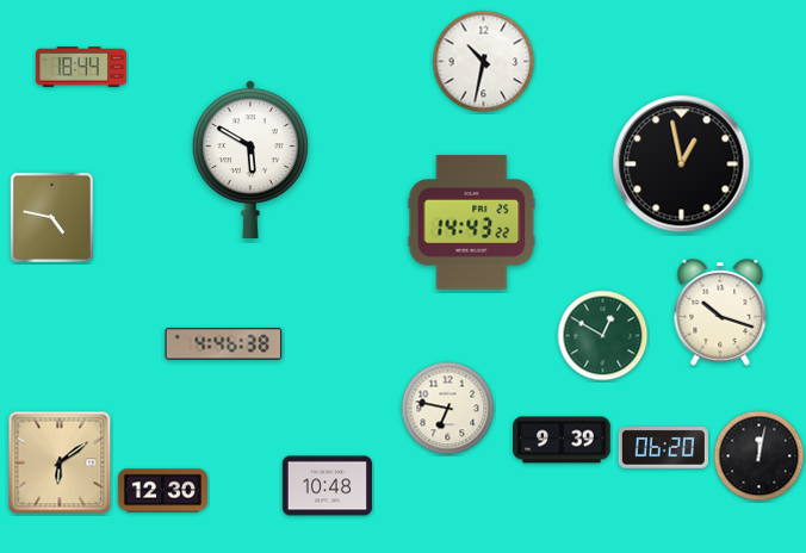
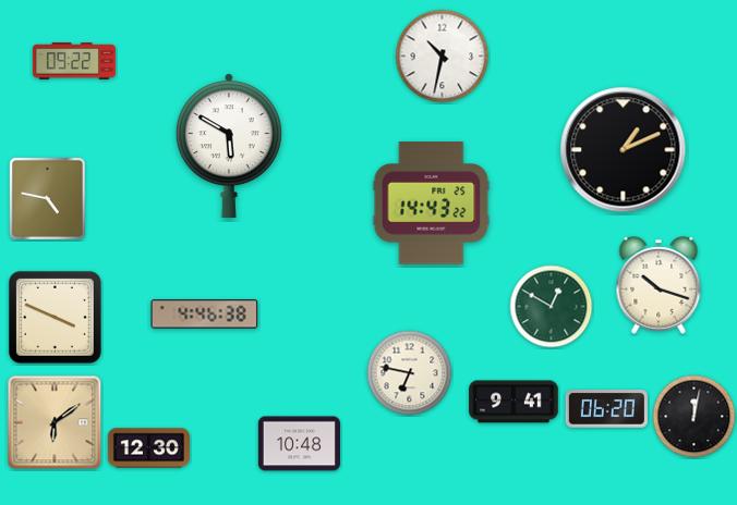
clock at (81, 67): 18:44 -> 09:22
clock at (682, 164): 12:58 -> 1:11
clock at (55, 317): none -> 3:49
clock at (562, 440): 9:39 -> 9:41
